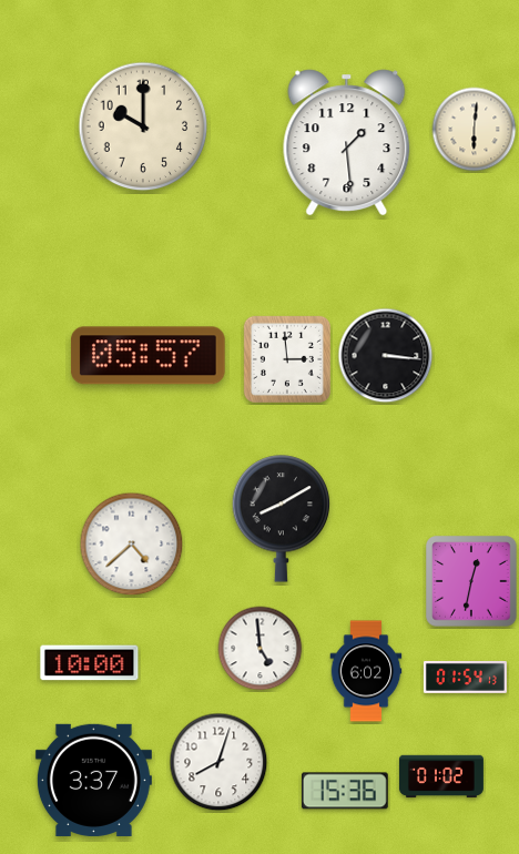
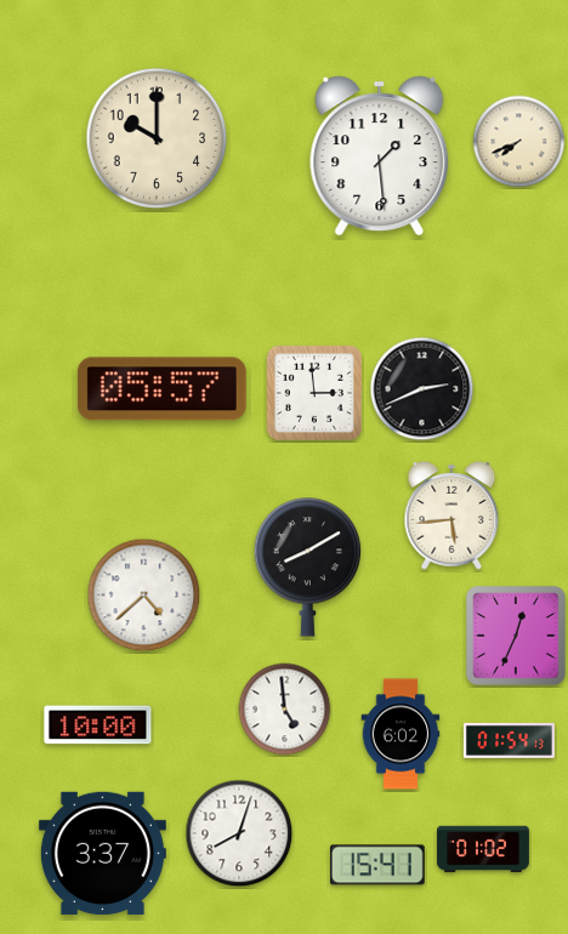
clock at (475, 130): 6:01 -> 7:41
clock at (386, 356): 3:16 -> 2:41
clock at (451, 517): none -> 5:44
clock at (471, 581): 12:32 -> 12:34
clock at (345, 791): 15:36 -> 15:41
